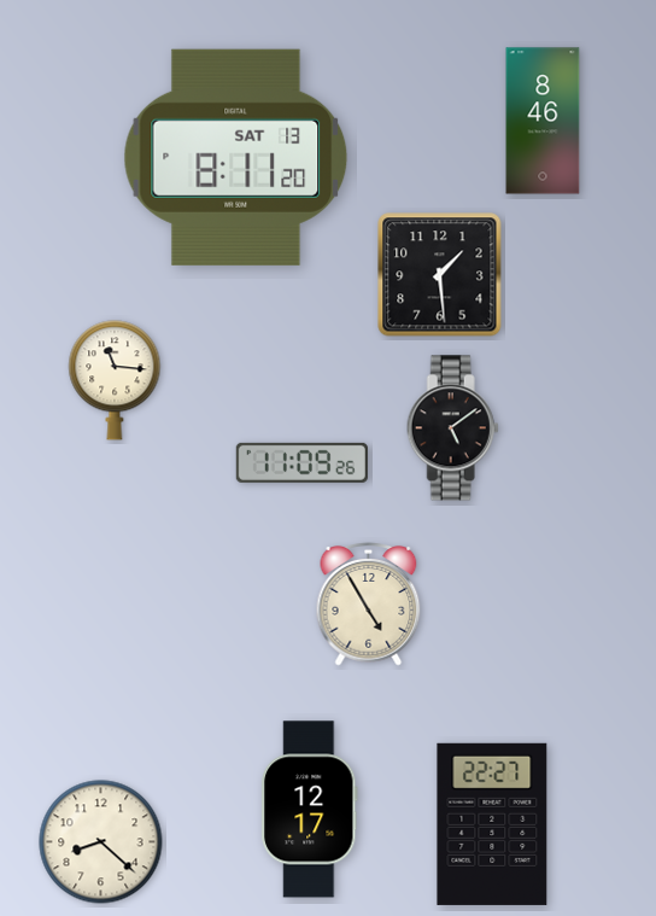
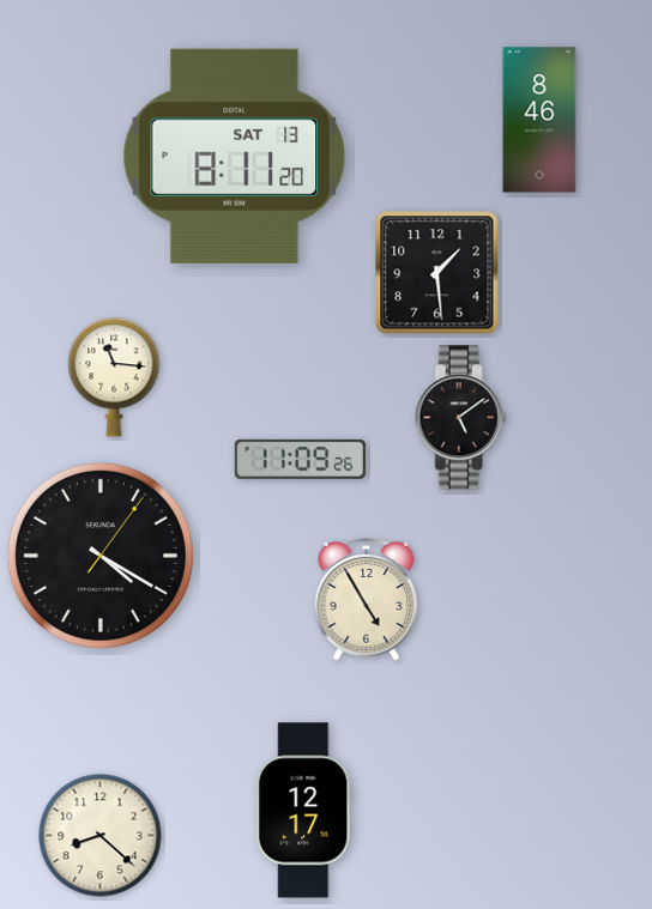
clock at (452, 428) position: (452, 428) -> (460, 418)
clock at (101, 556): none -> 4:20
clock at (310, 810) position: (310, 810) -> (304, 811)
clock at (492, 824): 22:27 -> none
